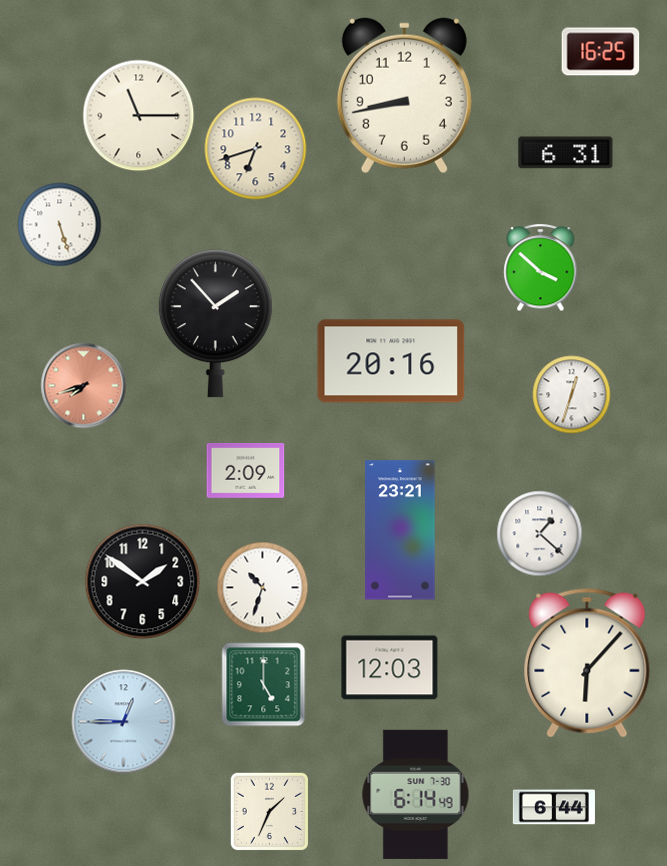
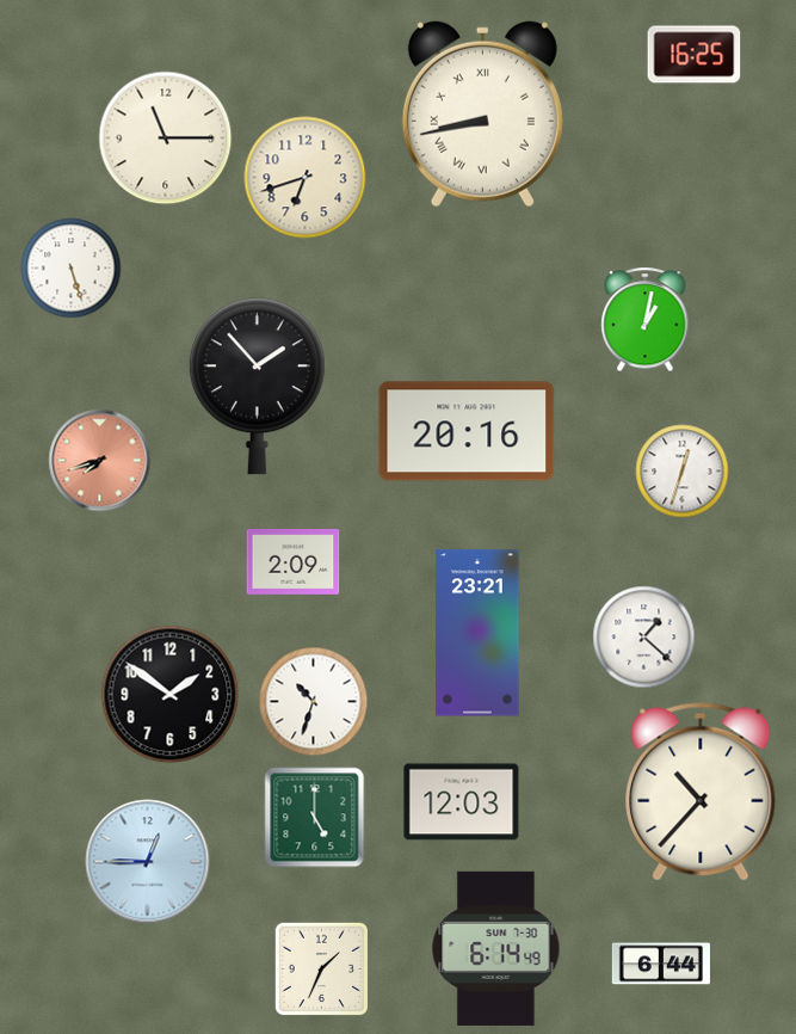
clock at (601, 52) position: (601, 52) -> (695, 55)
clock at (404, 96) numerals: Arabic -> Roman
clock at (566, 153): 6:31 -> none
clock at (541, 268): 3:52 -> 1:02
clock at (587, 663): 6:07 -> 10:37
clock at (390, 668) position: (390, 668) -> (462, 802)
